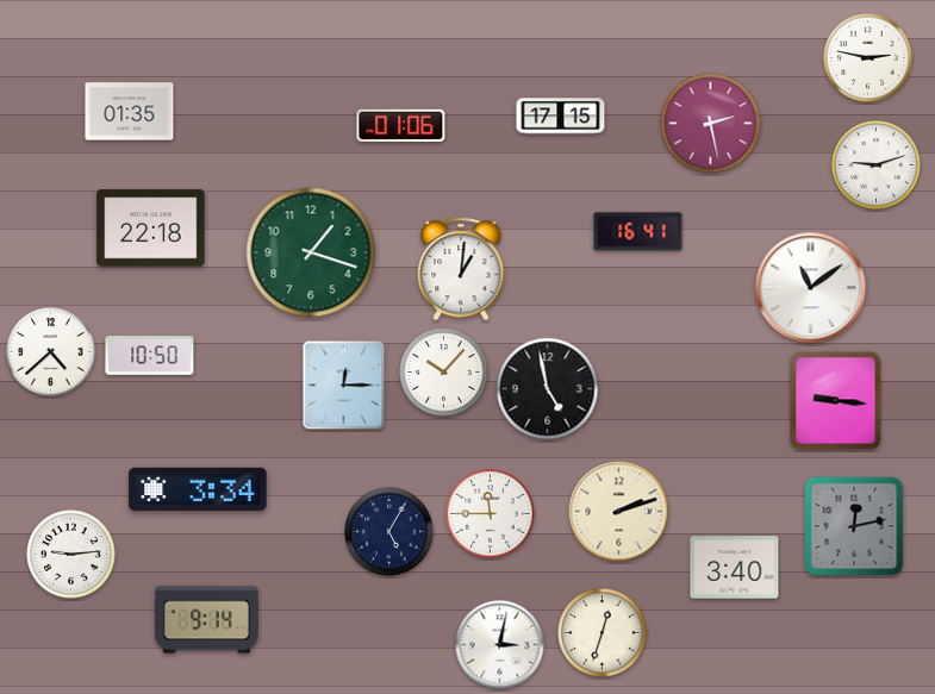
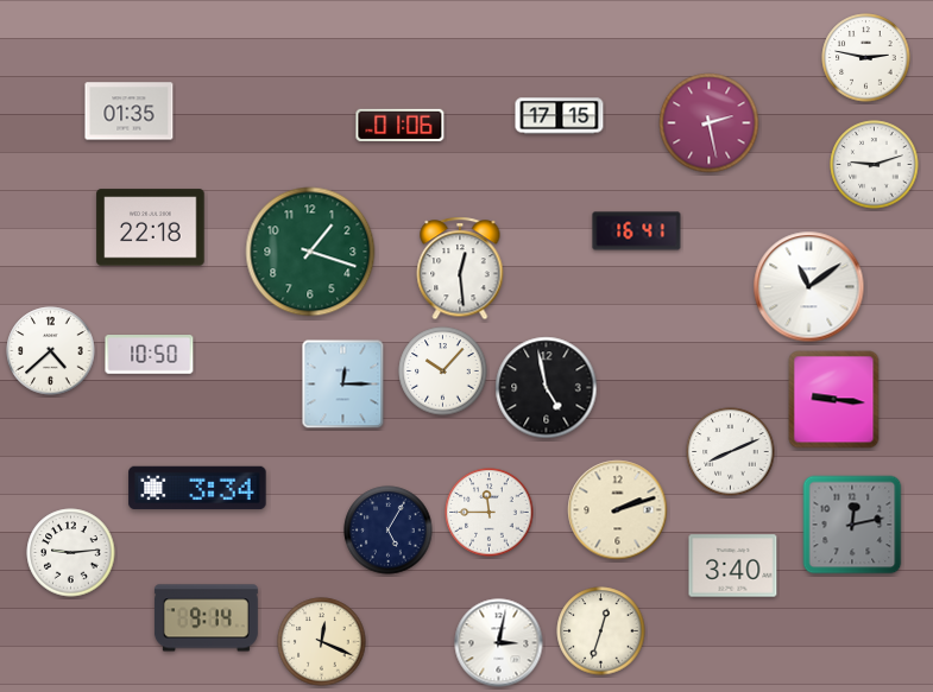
clock at (461, 269): 1:01 -> 12:29
clock at (731, 452): none -> 8:11
clock at (322, 642): none -> 12:19
